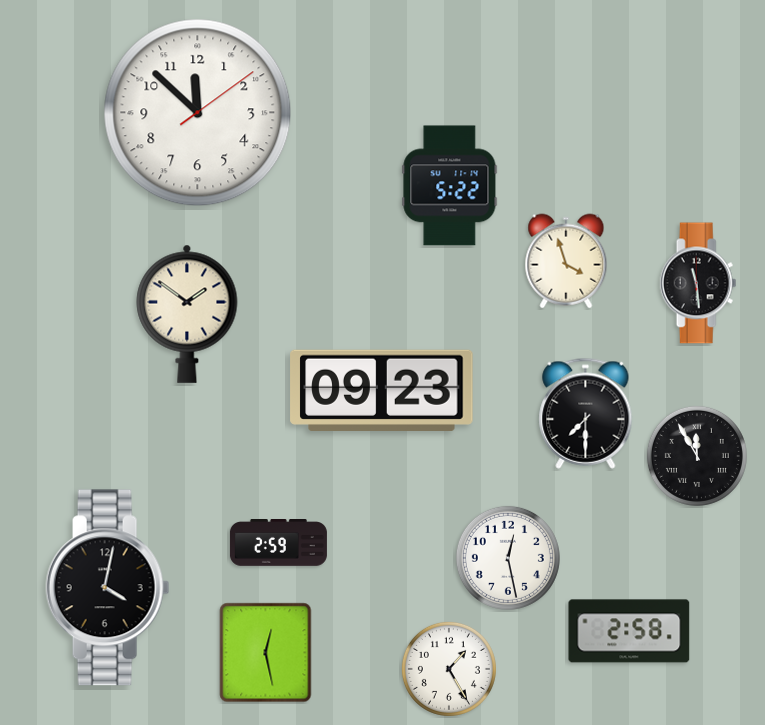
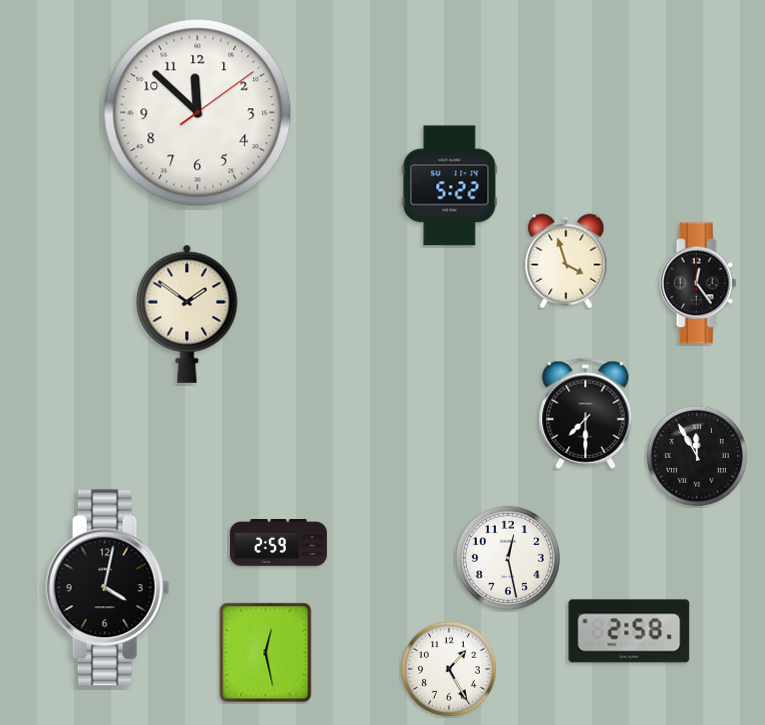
clock at (698, 283): 11:29 -> 12:24
clock at (382, 390): 09:23 -> none
